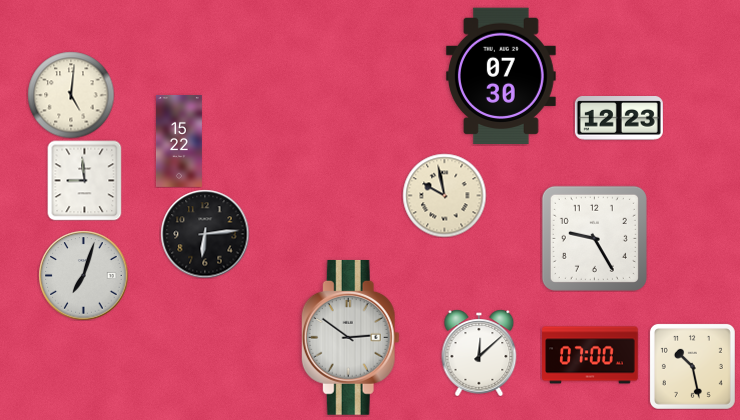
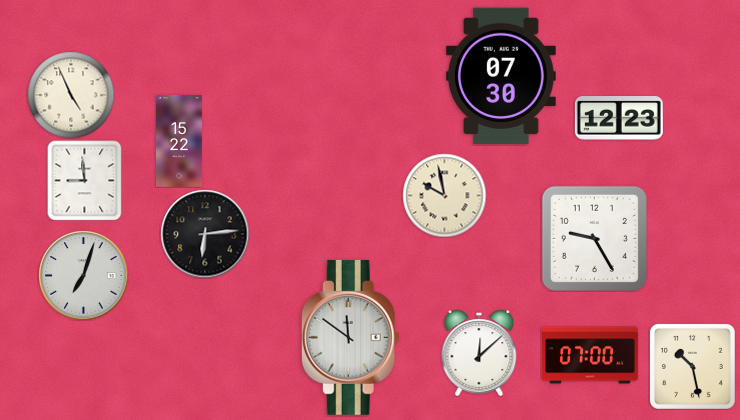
clock at (71, 95): 5:01 -> 4:56
clock at (350, 337): 2:51 -> 11:51
